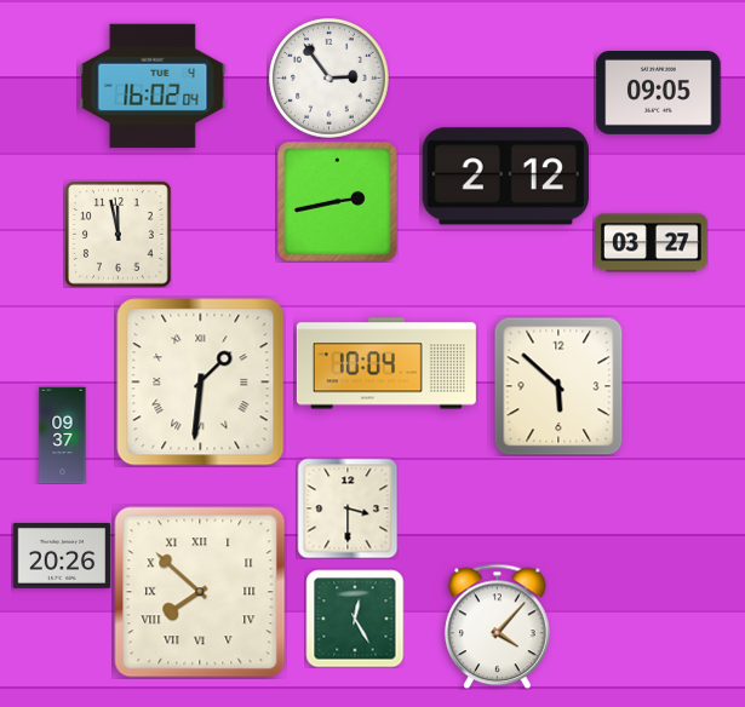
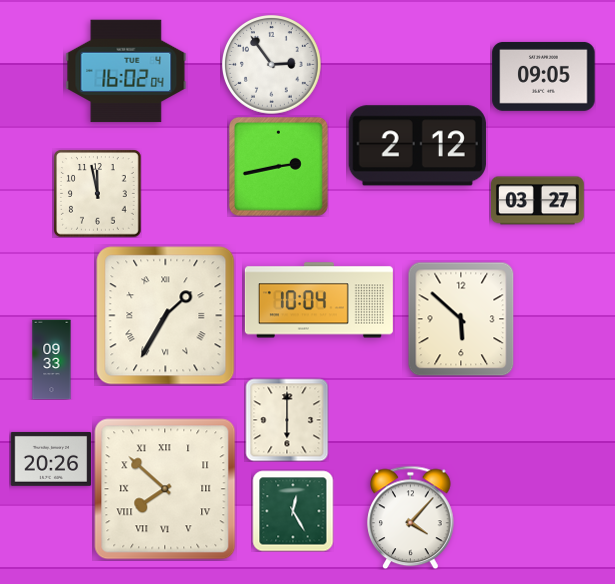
clock at (201, 383): 1:31 -> 1:35
clock at (63, 435): 09:37 -> 09:33
clock at (348, 508): 3:30 -> 6:00
